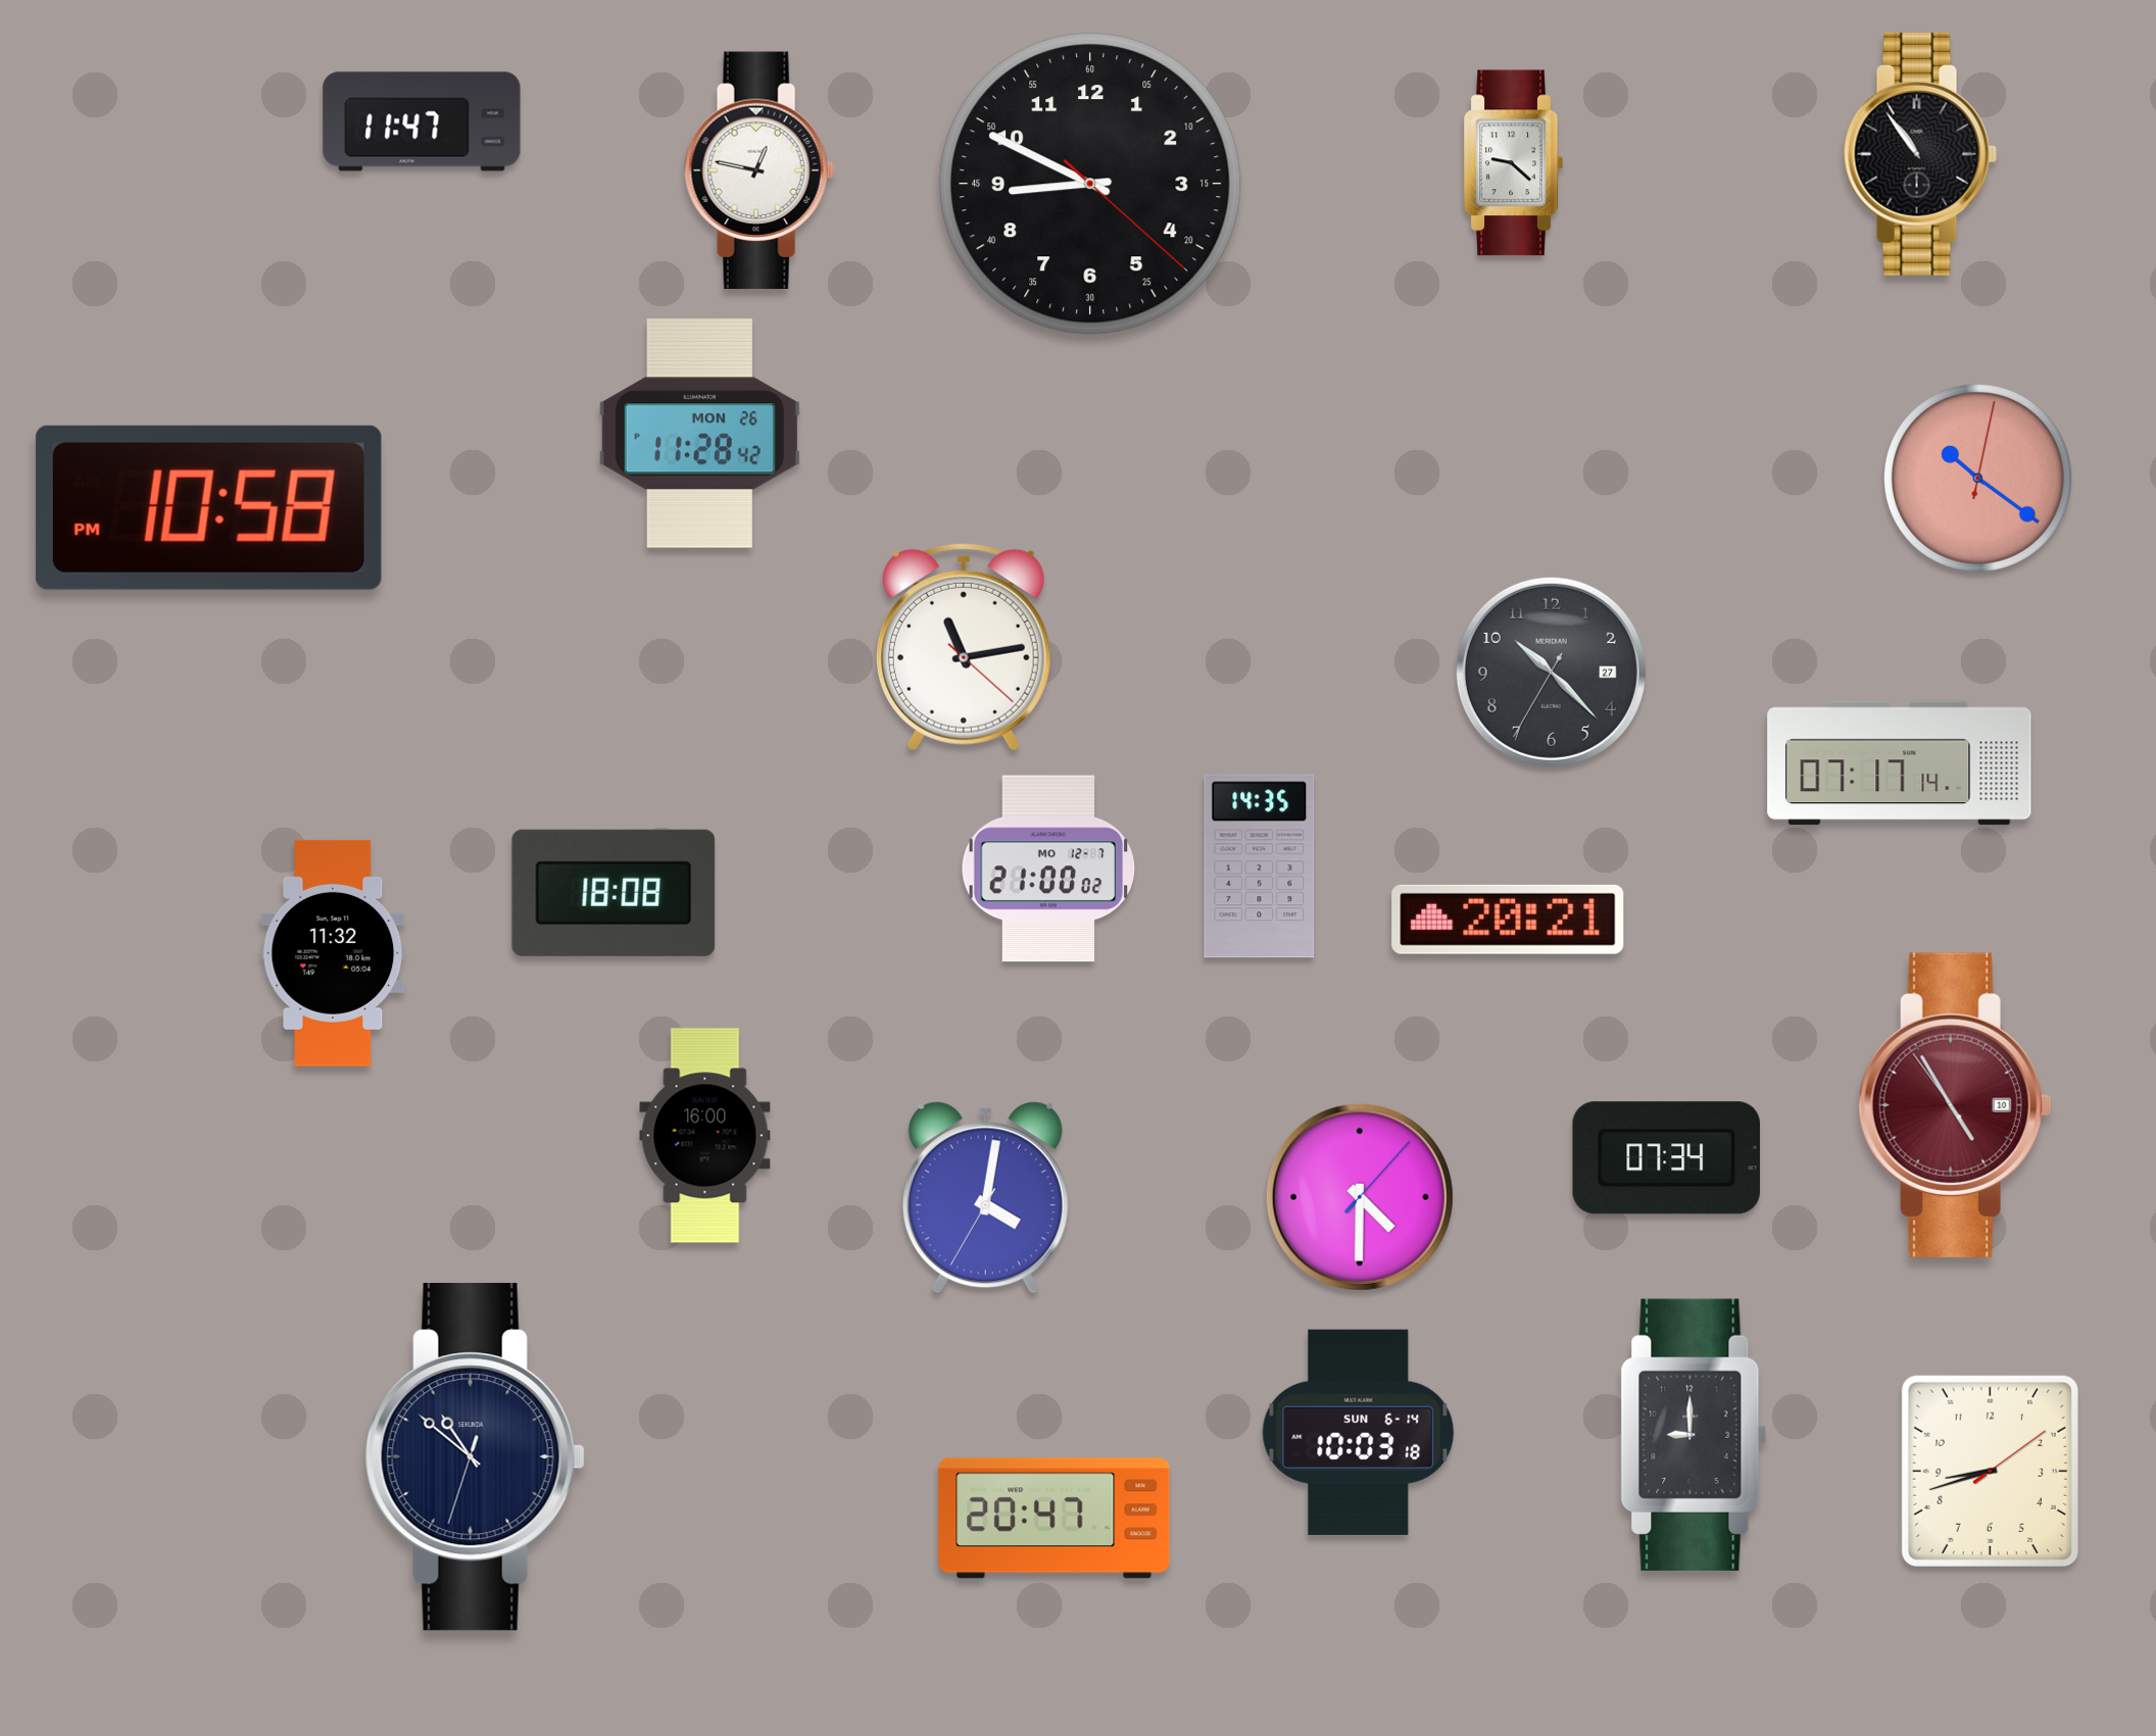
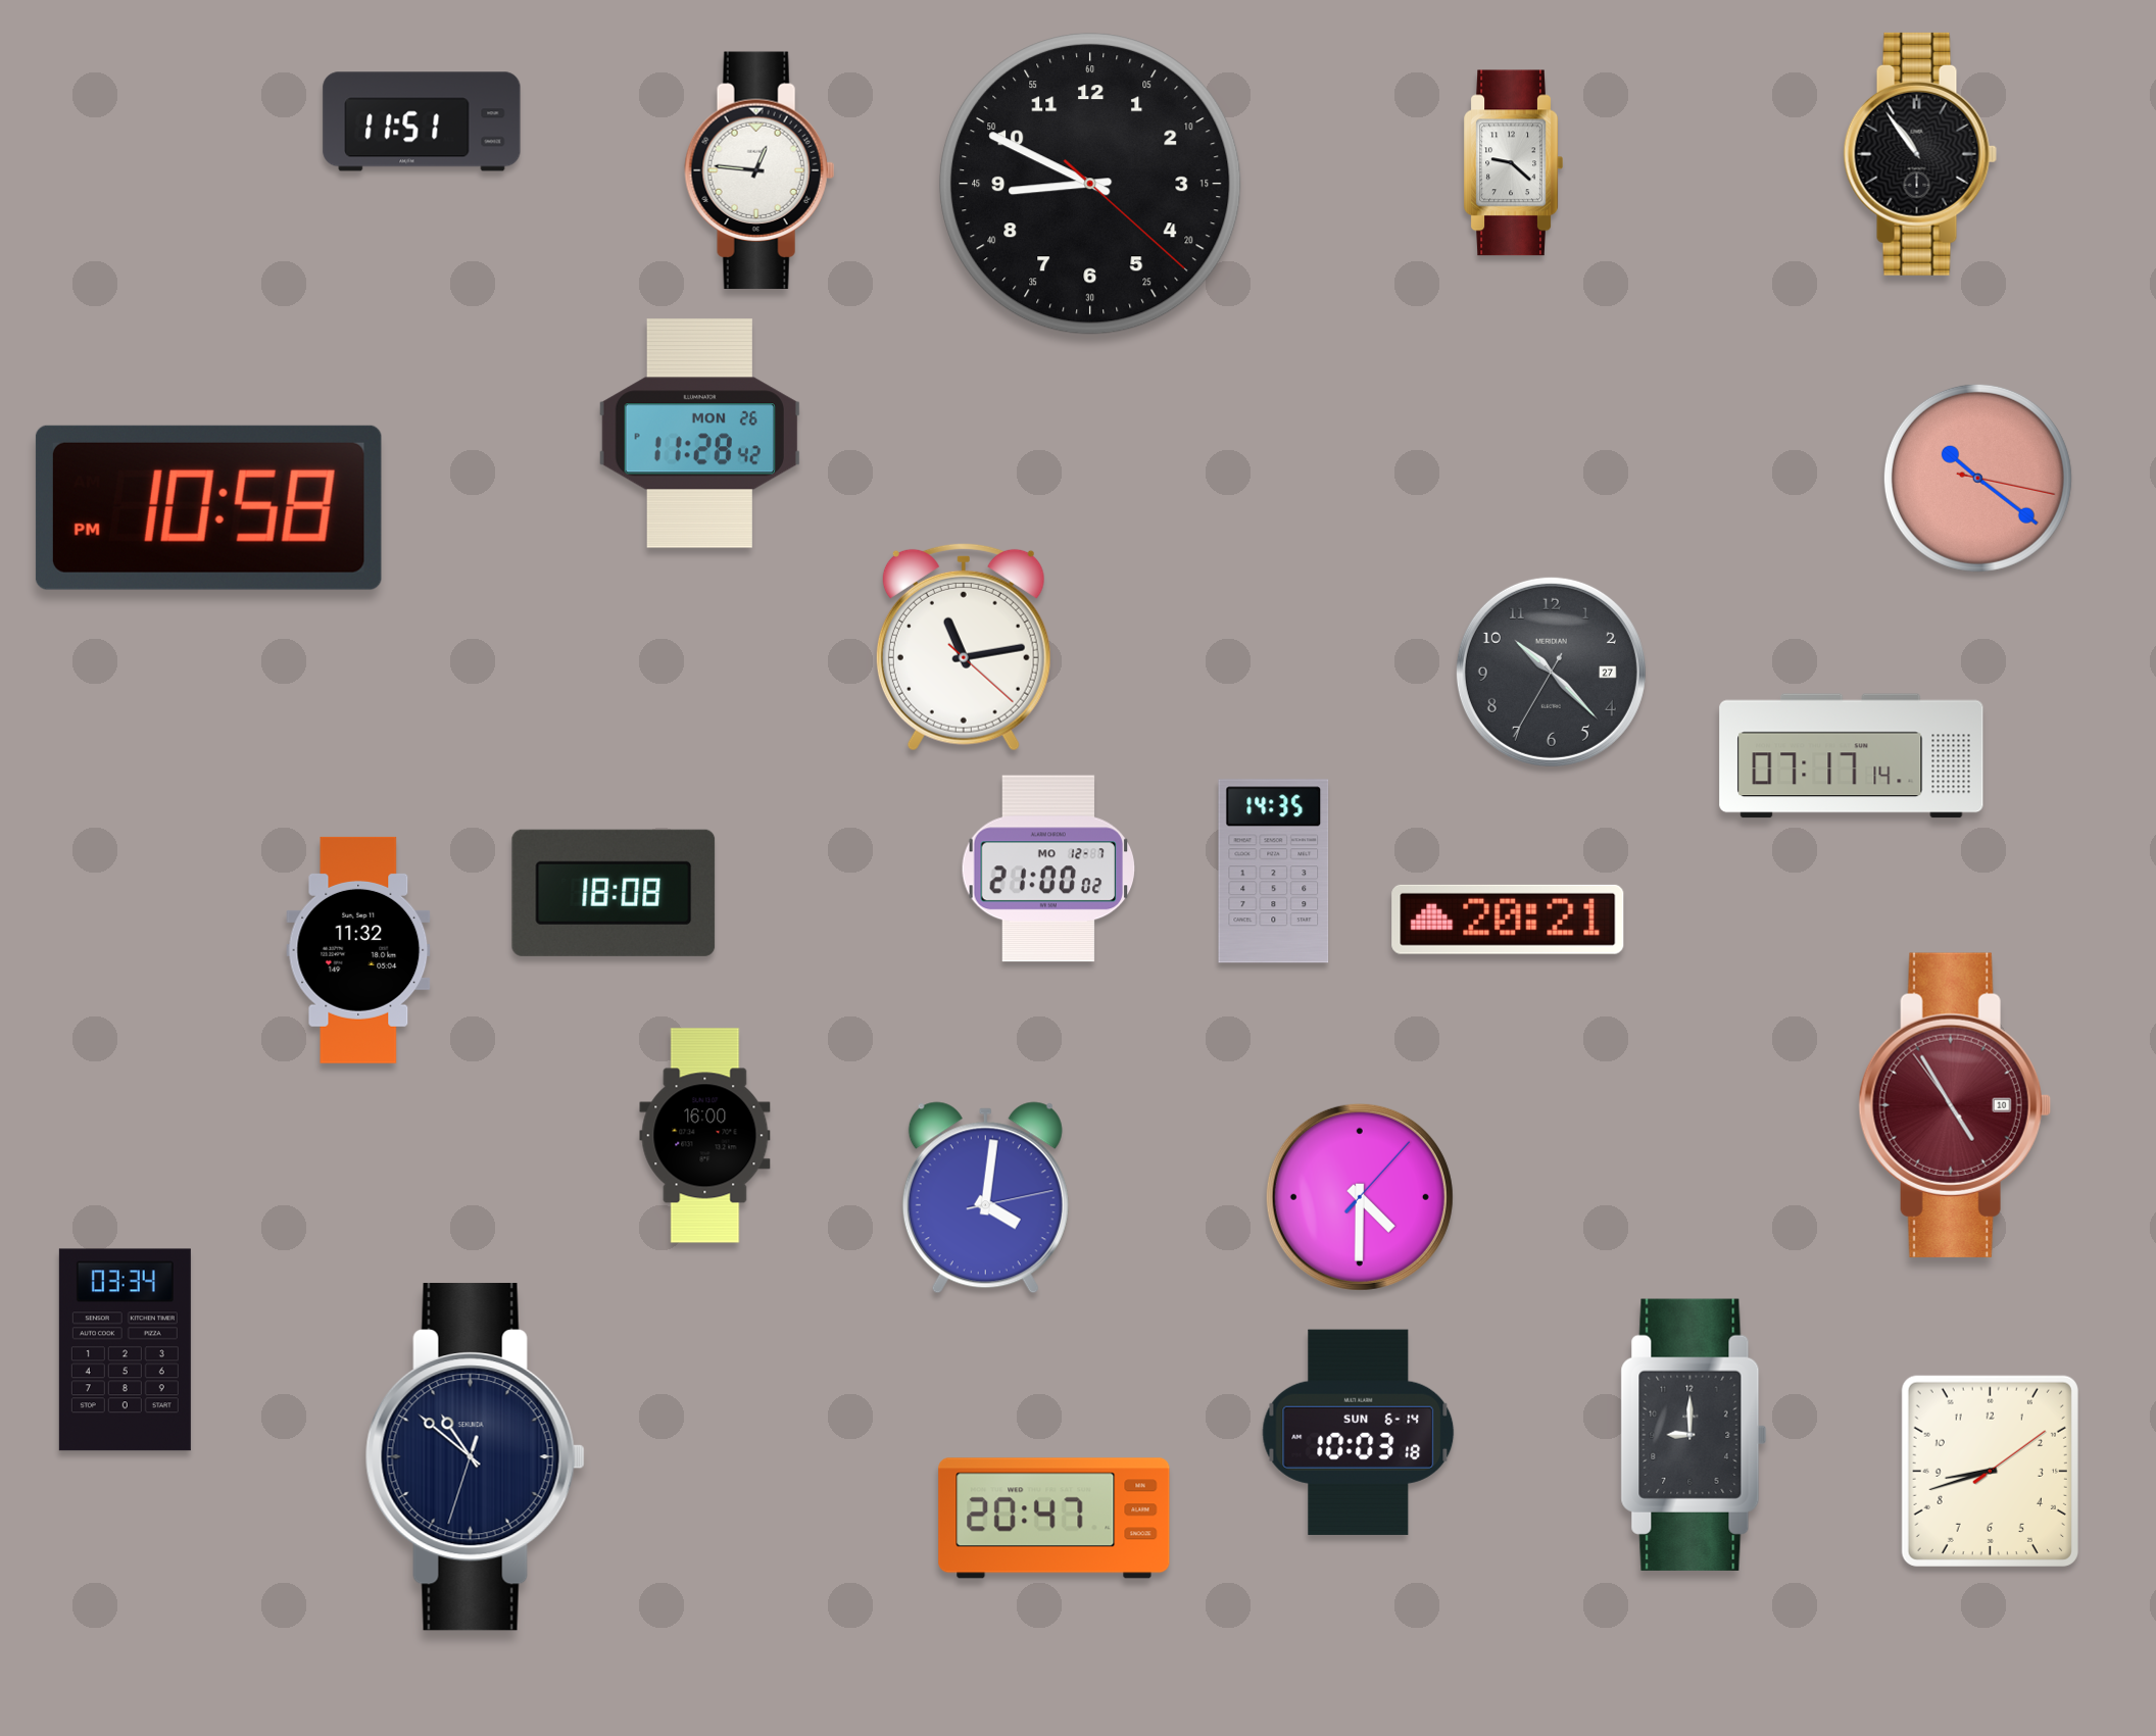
clock at (422, 121): 11:47 -> 11:51
clock at (759, 170): 12:47 -> 12:46
clock at (1977, 478): 10:21:02 -> 10:21:17
clock at (1900, 763) position: (1900, 763) -> (1852, 756)
clock at (1260, 866) position: (1260, 866) -> (1274, 872)
clock at (333, 953) position: (333, 953) -> (358, 950)
clock at (1666, 1158): 07:34 -> none
clock at (985, 1198): 4:01:35 -> 4:01:13
clock at (125, 1350): none -> 03:34
